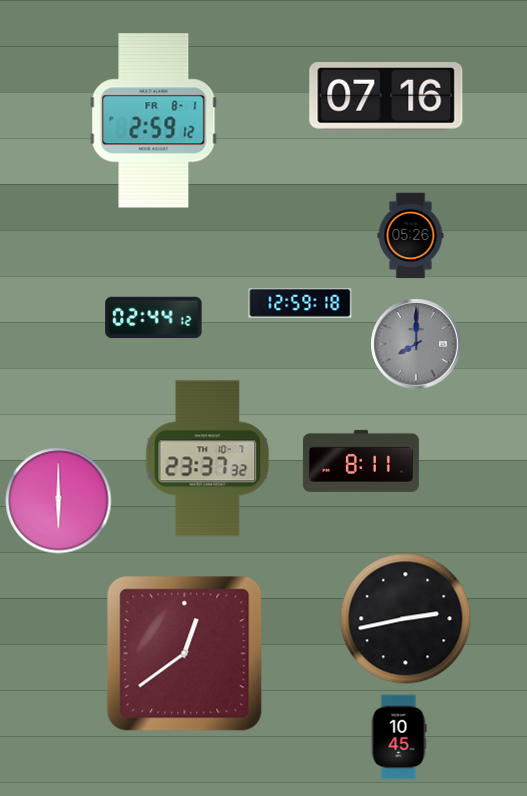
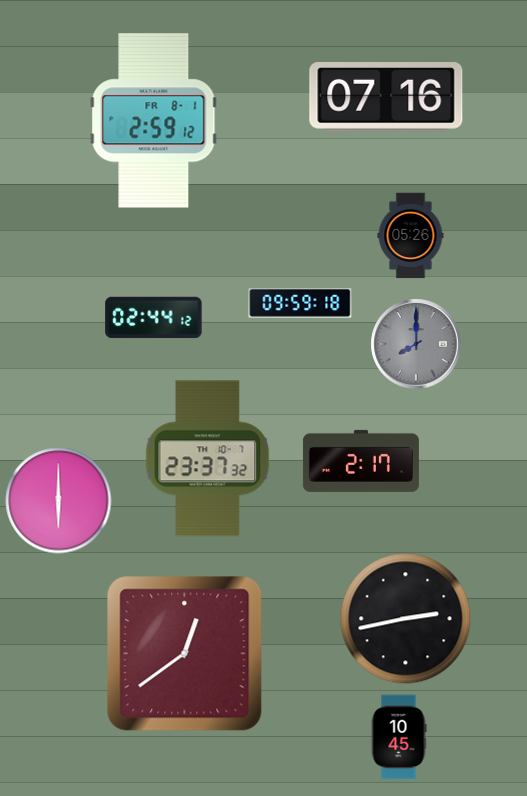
clock at (300, 303): 12:59 -> 09:59
clock at (361, 461): 8:11 -> 2:17
